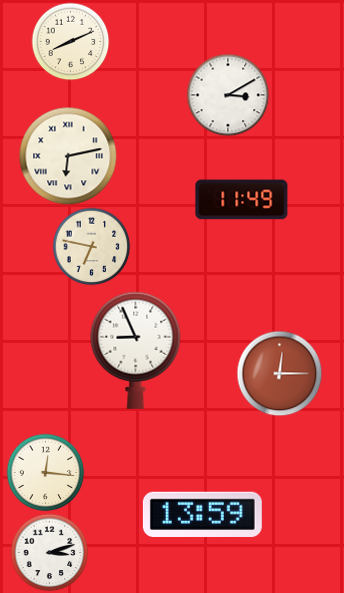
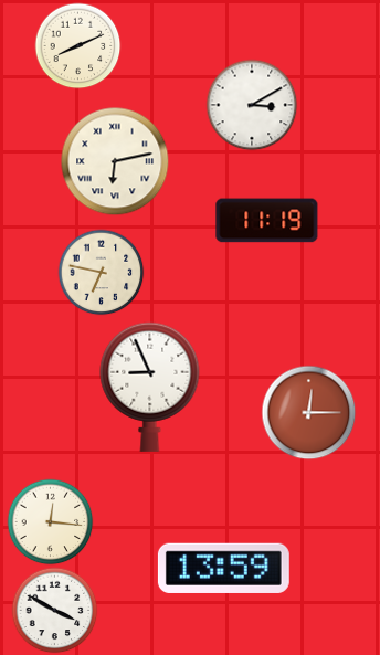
clock at (68, 156) position: (68, 156) -> (115, 161)
clock at (242, 200): 11:49 -> 11:19
clock at (49, 552): 3:12 -> 3:50
